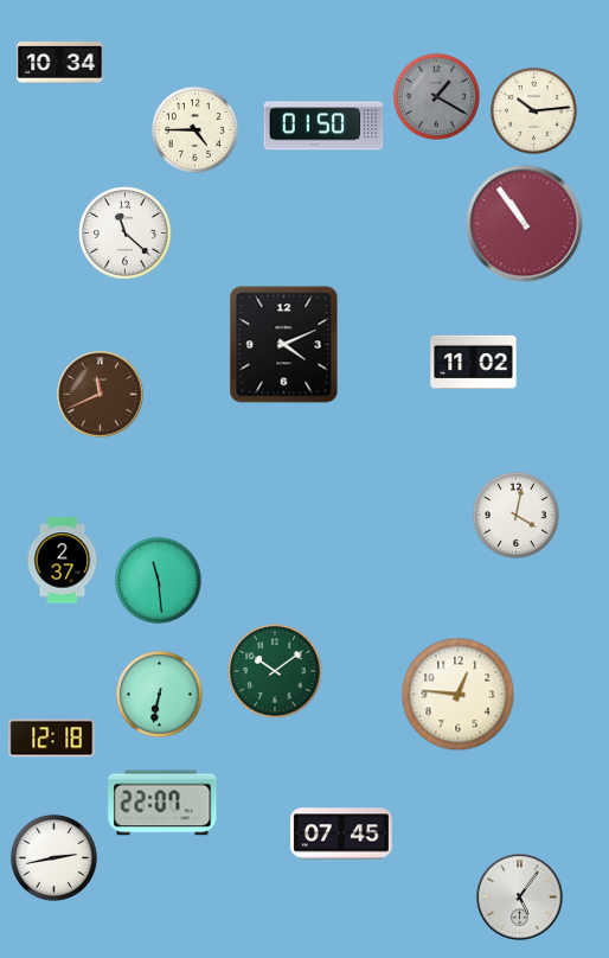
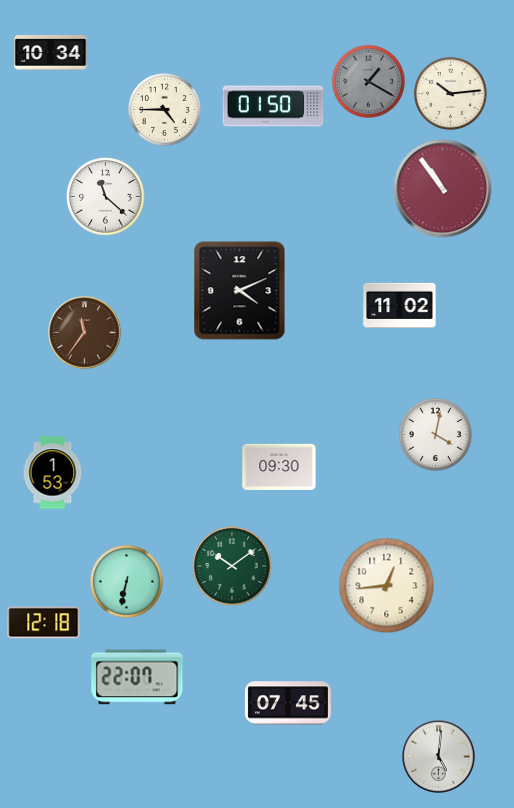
clock at (101, 395): 11:41 -> 11:36
clock at (279, 467): none -> 09:30
clock at (63, 561): 2:37 -> 1:53
clock at (158, 580): 11:29 -> none
clock at (159, 694) position: (159, 694) -> (126, 581)
clock at (459, 695): 12:46 -> 12:44
clock at (53, 857): 2:43 -> none
clock at (520, 898): 5:06 -> 5:01
